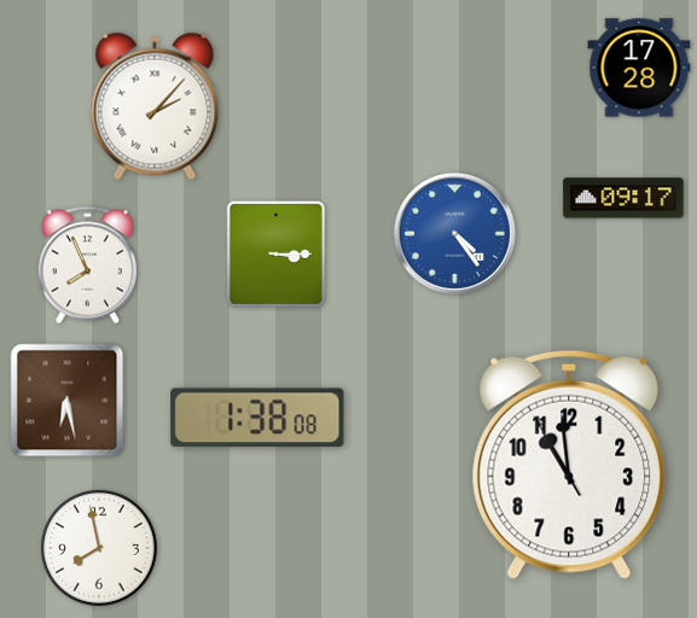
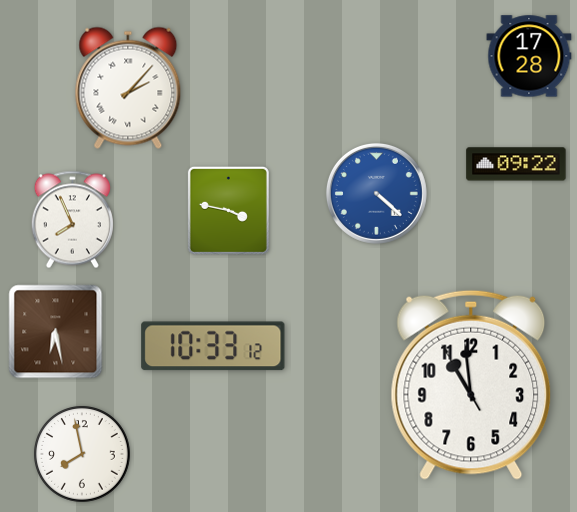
clock at (623, 198): 09:17 -> 09:22
clock at (454, 233): 4:24 -> 4:22
clock at (275, 253): 3:15 -> 3:47
clock at (257, 418): 1:38 -> 10:33
